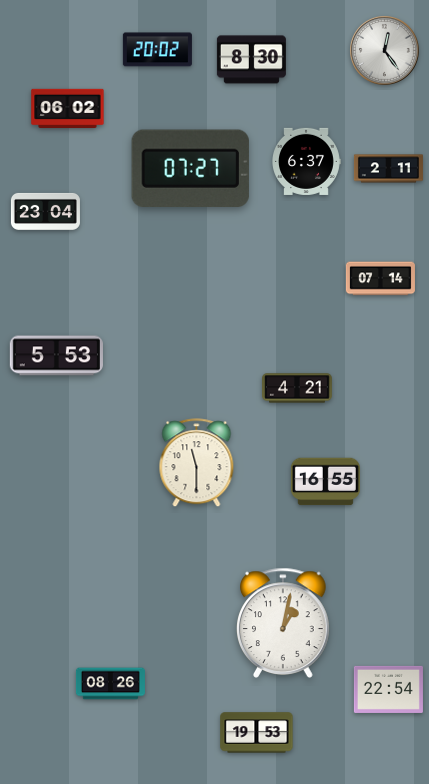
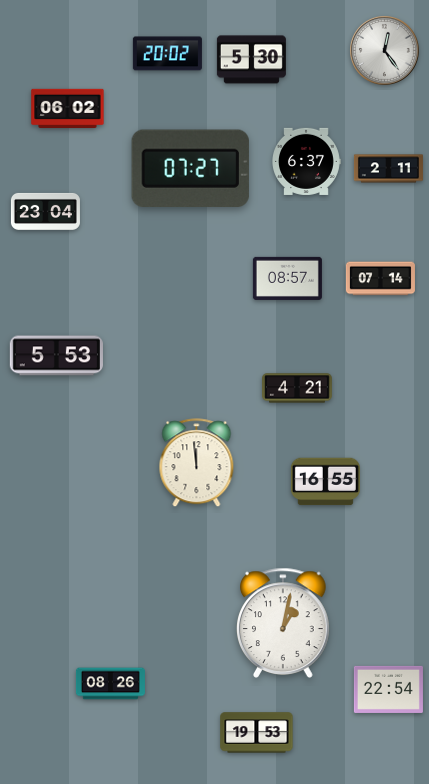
clock at (157, 50) position: (157, 50) -> (167, 54)
clock at (251, 60): 8:30 -> 5:30
clock at (287, 278): none -> 08:57
clock at (197, 463): 11:30 -> 11:59
